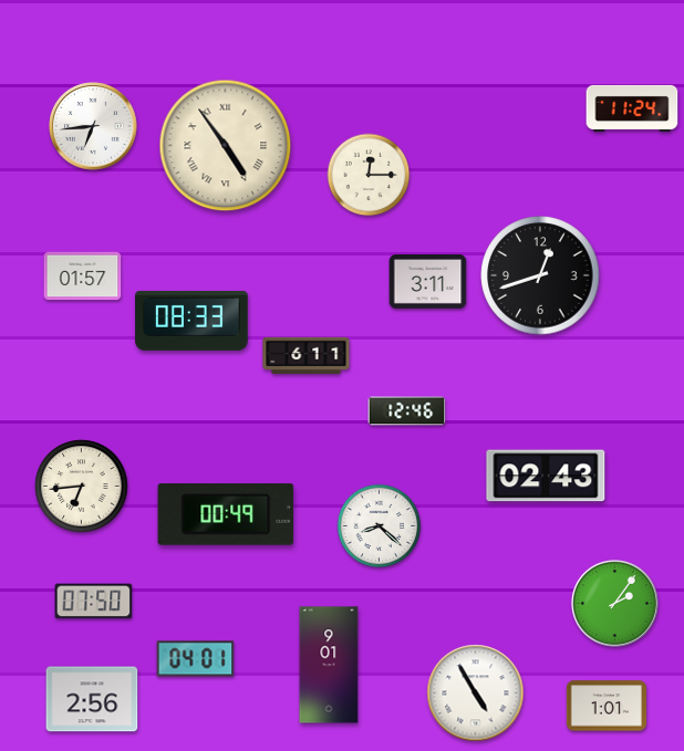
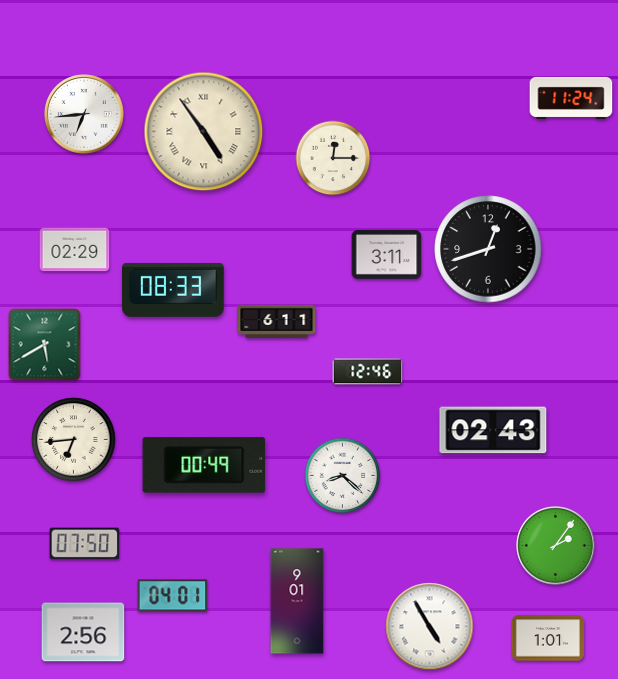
clock at (83, 277): 01:57 -> 02:29
clock at (45, 345): none -> 5:40
clock at (196, 659) position: (196, 659) -> (173, 596)
